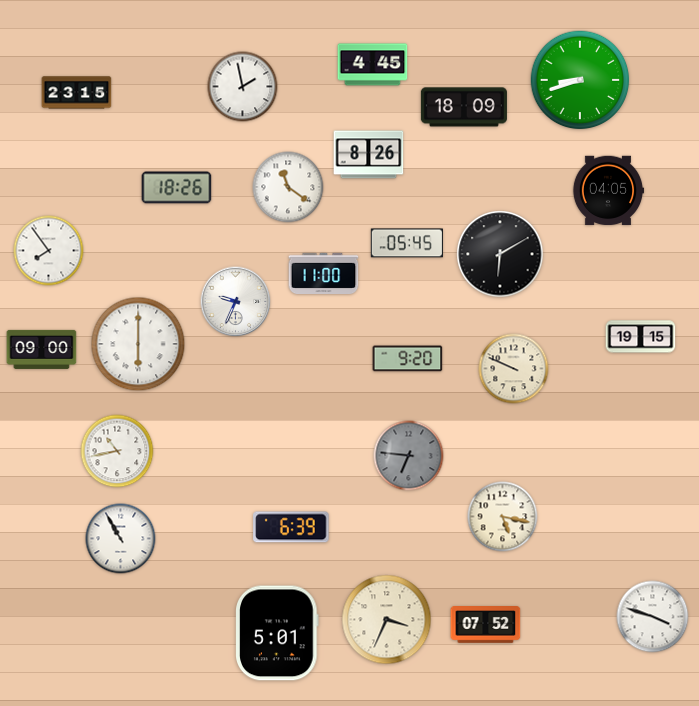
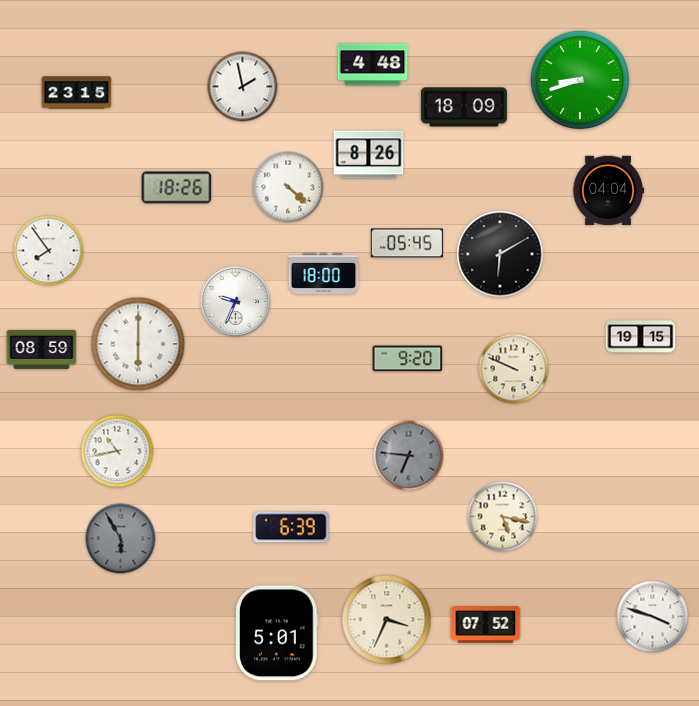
clock at (373, 65): 4:45 -> 4:48
clock at (288, 187): 11:21 -> 4:22
clock at (608, 191): 04:05 -> 04:04
clock at (324, 273): 11:00 -> 18:00
clock at (42, 349): 09:00 -> 08:59
clock at (121, 539): 10:55 -> 5:55
clock at (121, 539) dial: white -> grey
